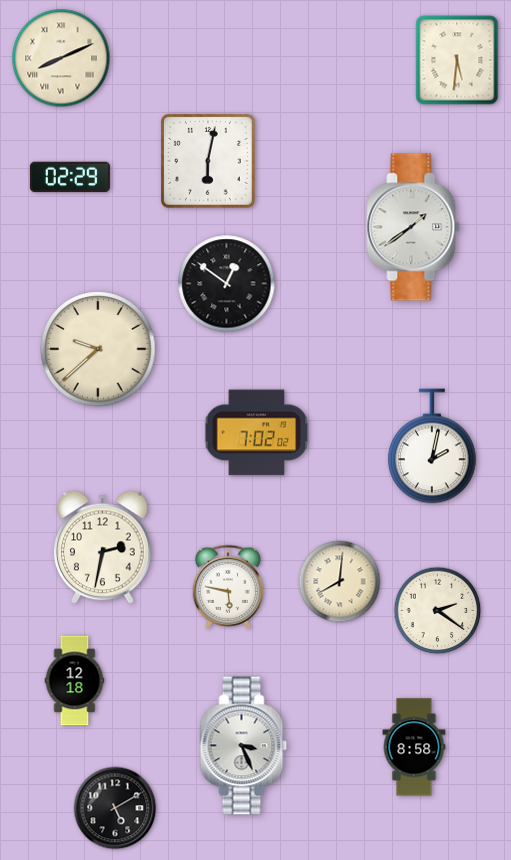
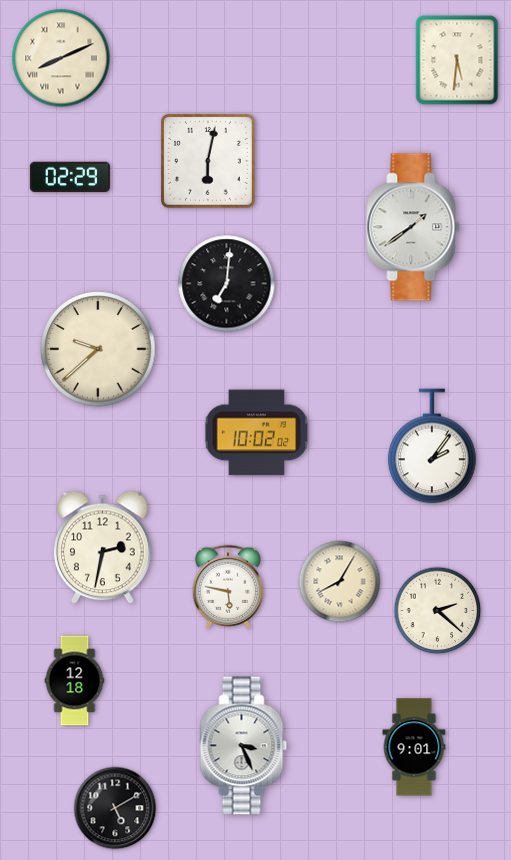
clock at (227, 284): 12:51 -> 7:01
clock at (257, 433): 7:02 -> 10:02
clock at (432, 446): 2:02 -> 2:06
clock at (340, 582): 8:01 -> 8:05
clock at (438, 611): 2:21 -> 2:22
clock at (414, 747): 8:58 -> 9:01
